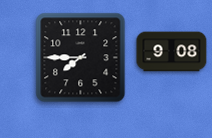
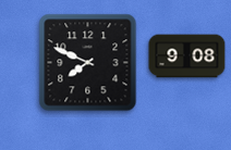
clock at (81, 58): 7:45 -> 7:49
